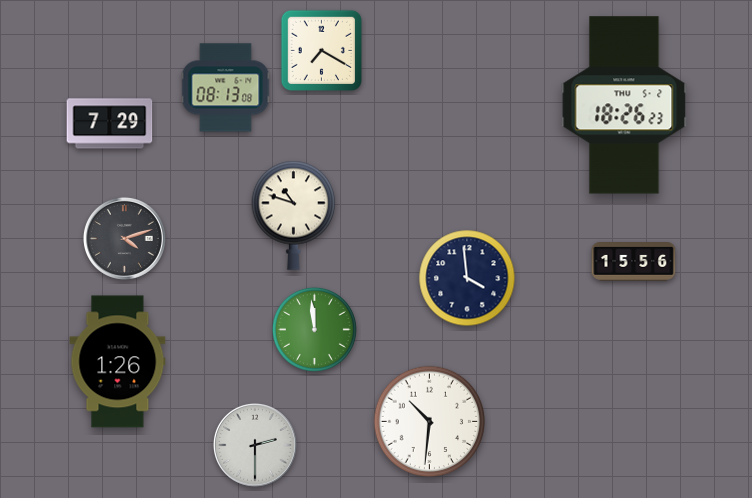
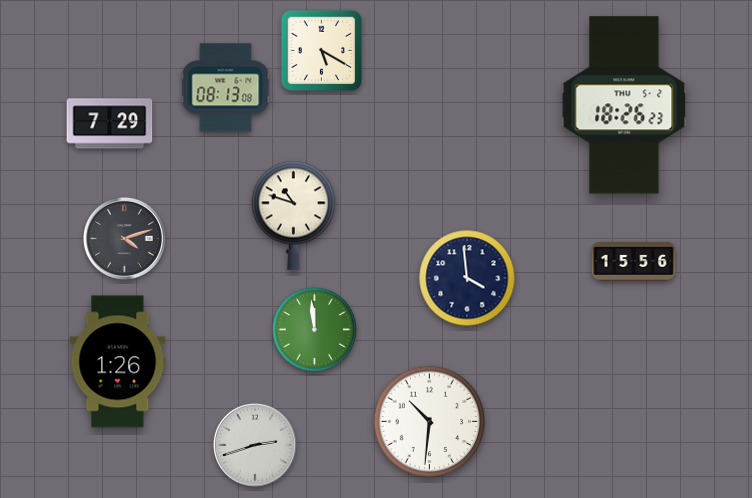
clock at (321, 50): 7:20 -> 5:20
clock at (255, 445): 2:30 -> 2:42
